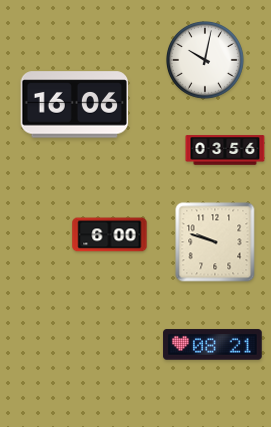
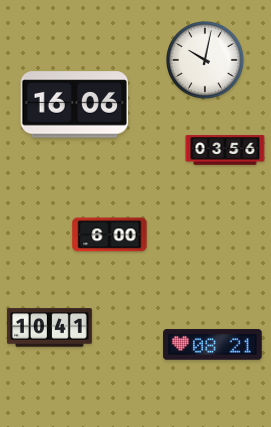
clock at (215, 242): 9:48 -> none
clock at (50, 328): none -> 10:41
